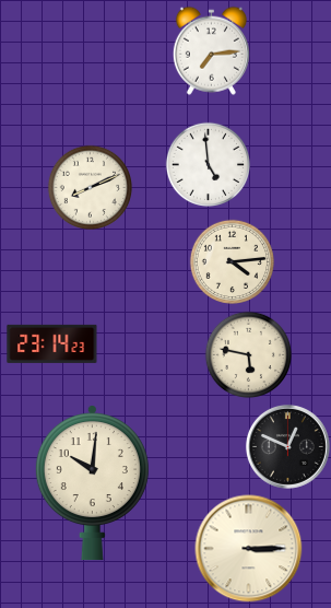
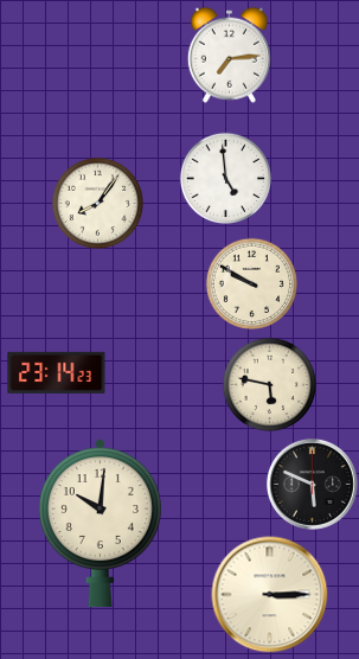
clock at (90, 187): 8:11 -> 8:06
clock at (232, 261): 4:14 -> 9:50
clock at (287, 446): 12:49 -> 5:49
